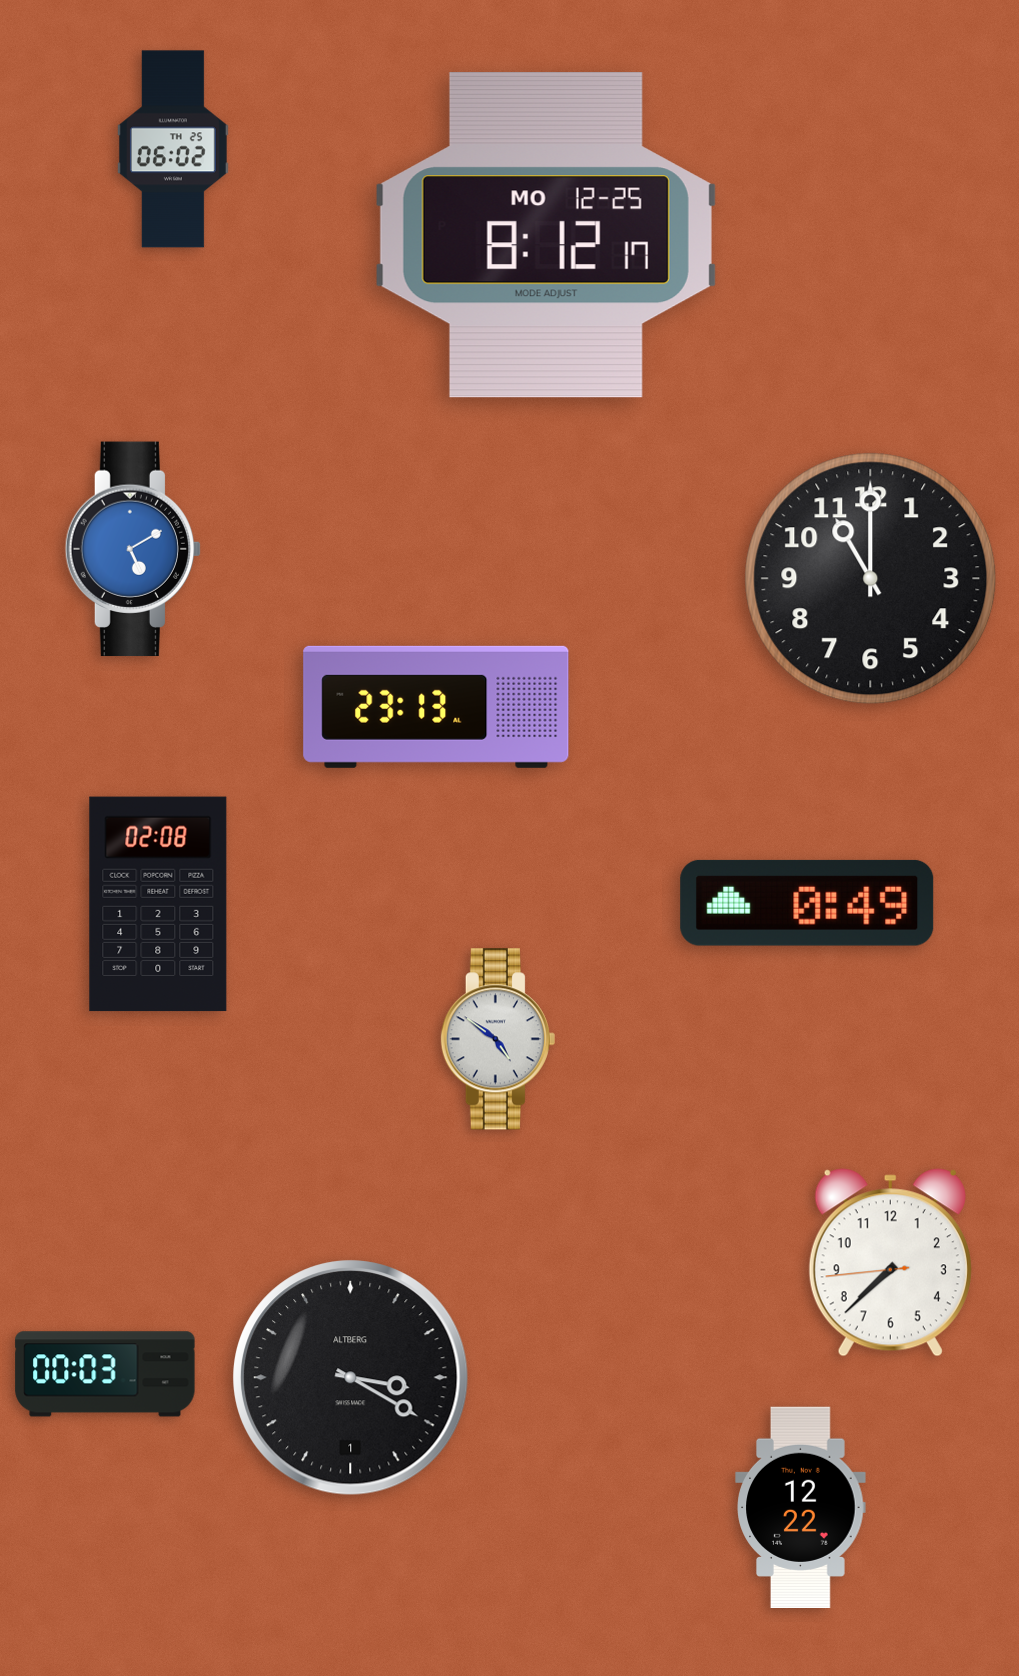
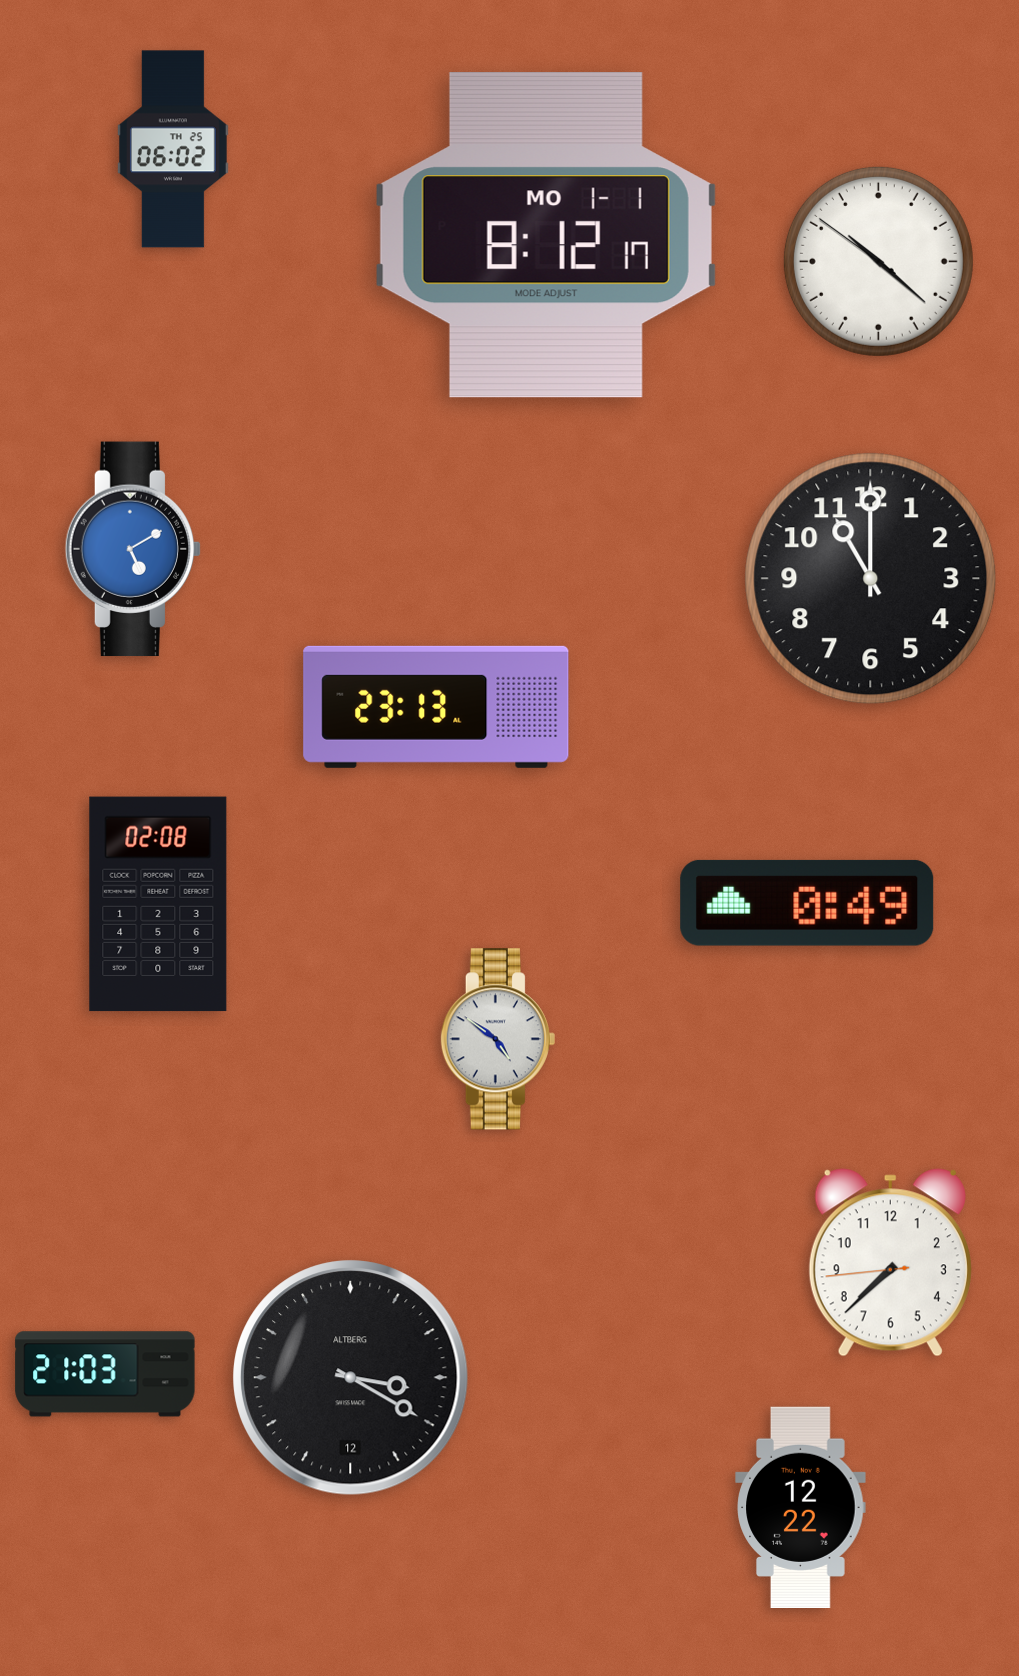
clock at (546, 235) date: MO 12-25 -> MO 1-1
clock at (878, 261): none -> 10:21
clock at (105, 1374): 00:03 -> 21:03
clock at (351, 1378) date: 1 -> 12
